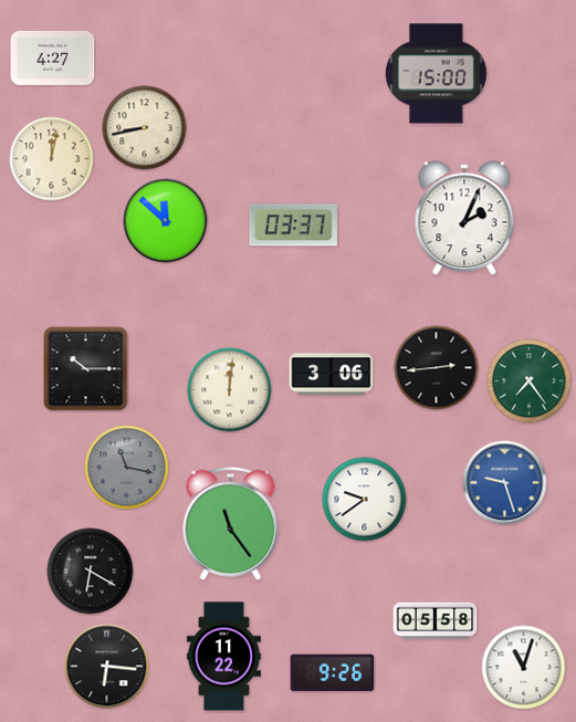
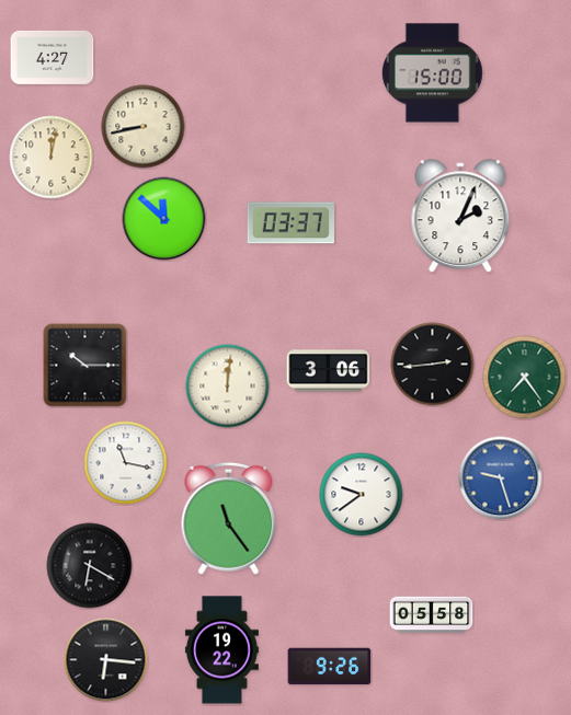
clock at (127, 468) dial: grey -> white
clock at (223, 657): 11:22 -> 19:22
clock at (524, 668): 11:03 -> none
